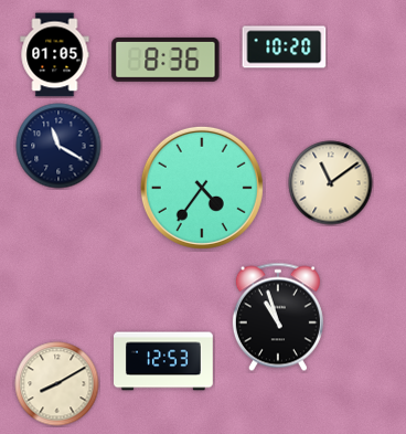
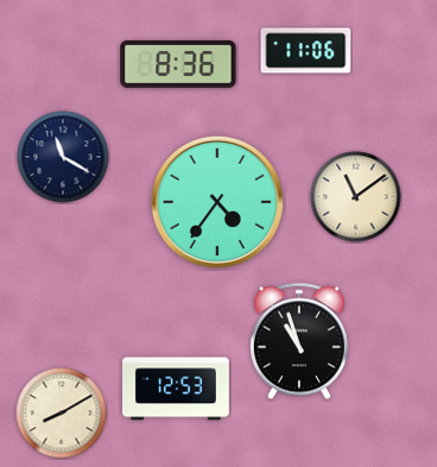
clock at (285, 47): 10:20 -> 11:06
clock at (55, 55): 01:05 -> none
